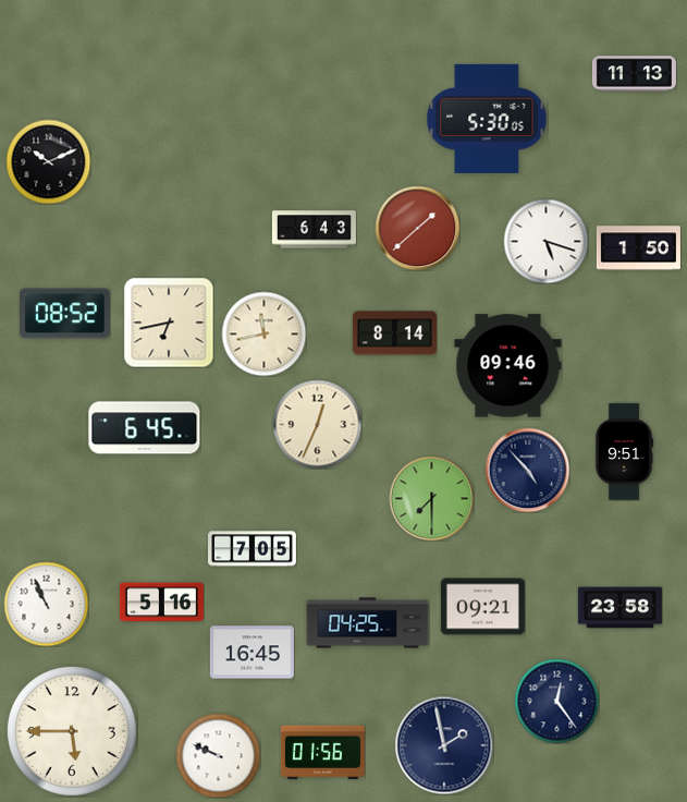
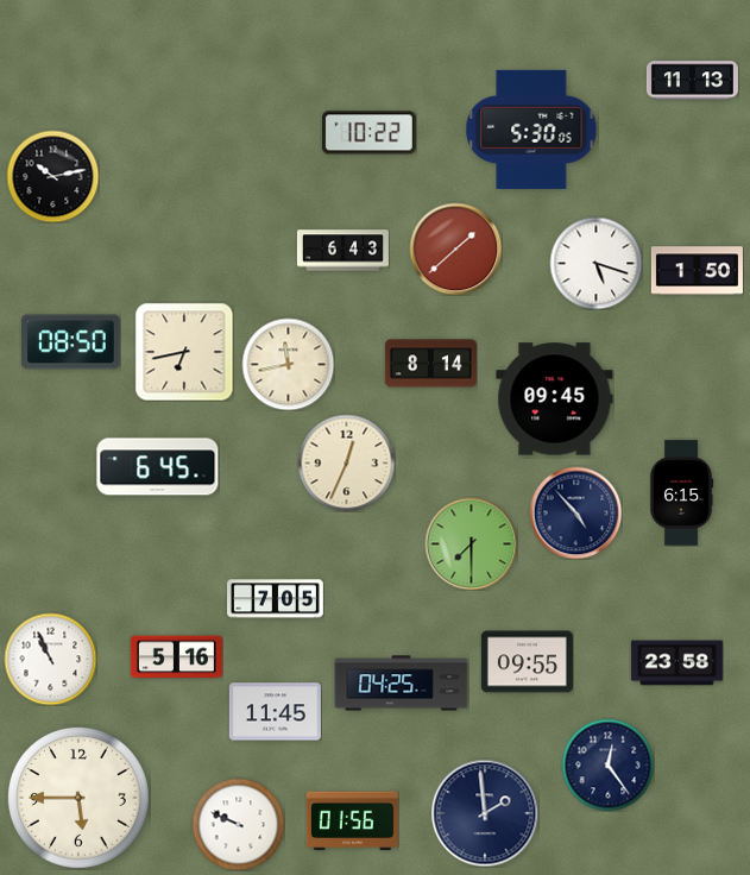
clock at (368, 133): none -> 10:22
clock at (48, 161): 10:11 -> 10:13
clock at (65, 314): 08:52 -> 08:50
clock at (508, 366): 09:46 -> 09:45
clock at (624, 452): 9:51 -> 6:15
clock at (482, 607): 09:21 -> 09:55
clock at (368, 623) position: (368, 623) -> (402, 684)
clock at (252, 653): 16:45 -> 11:45
clock at (444, 745): 1:58 -> 1:59
